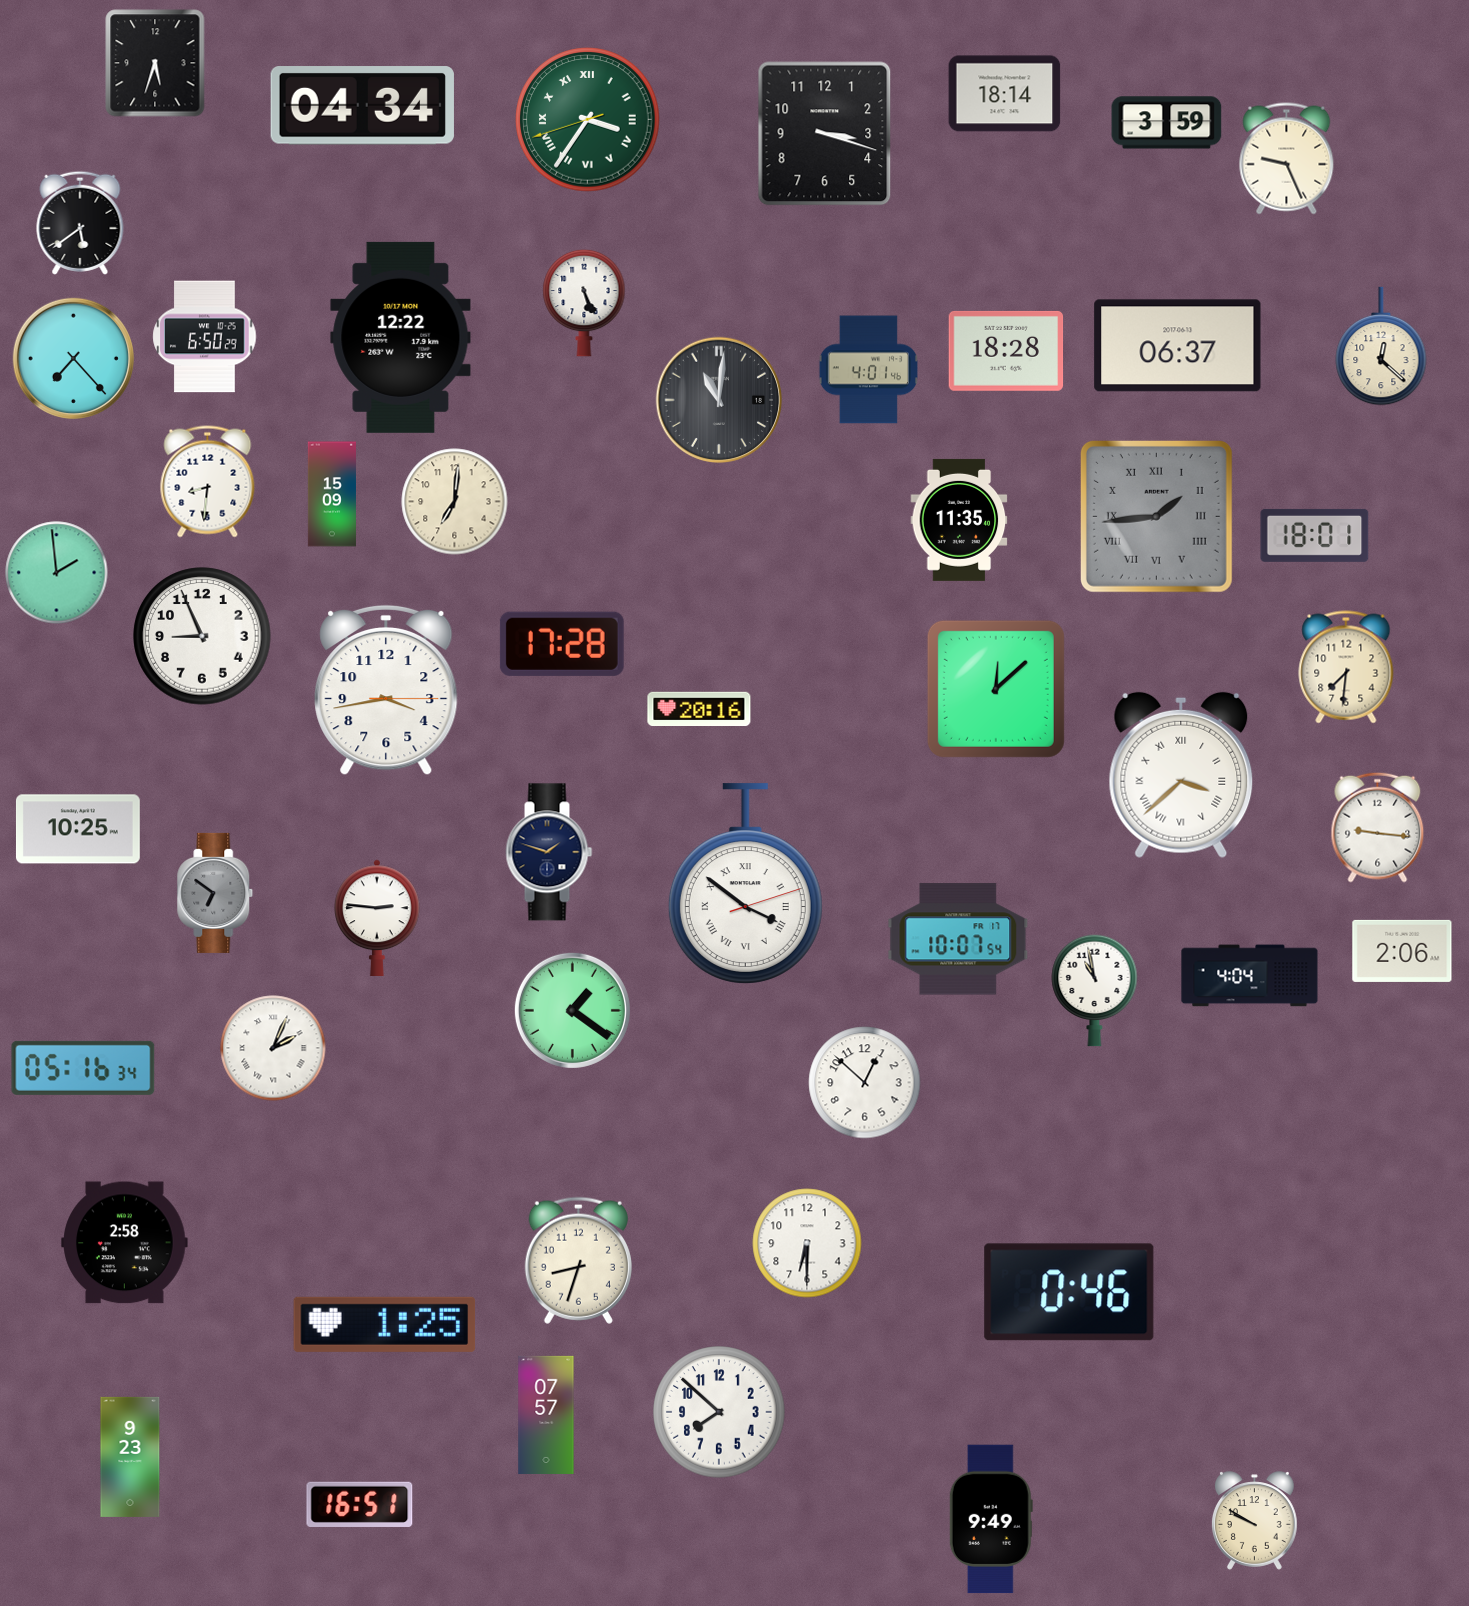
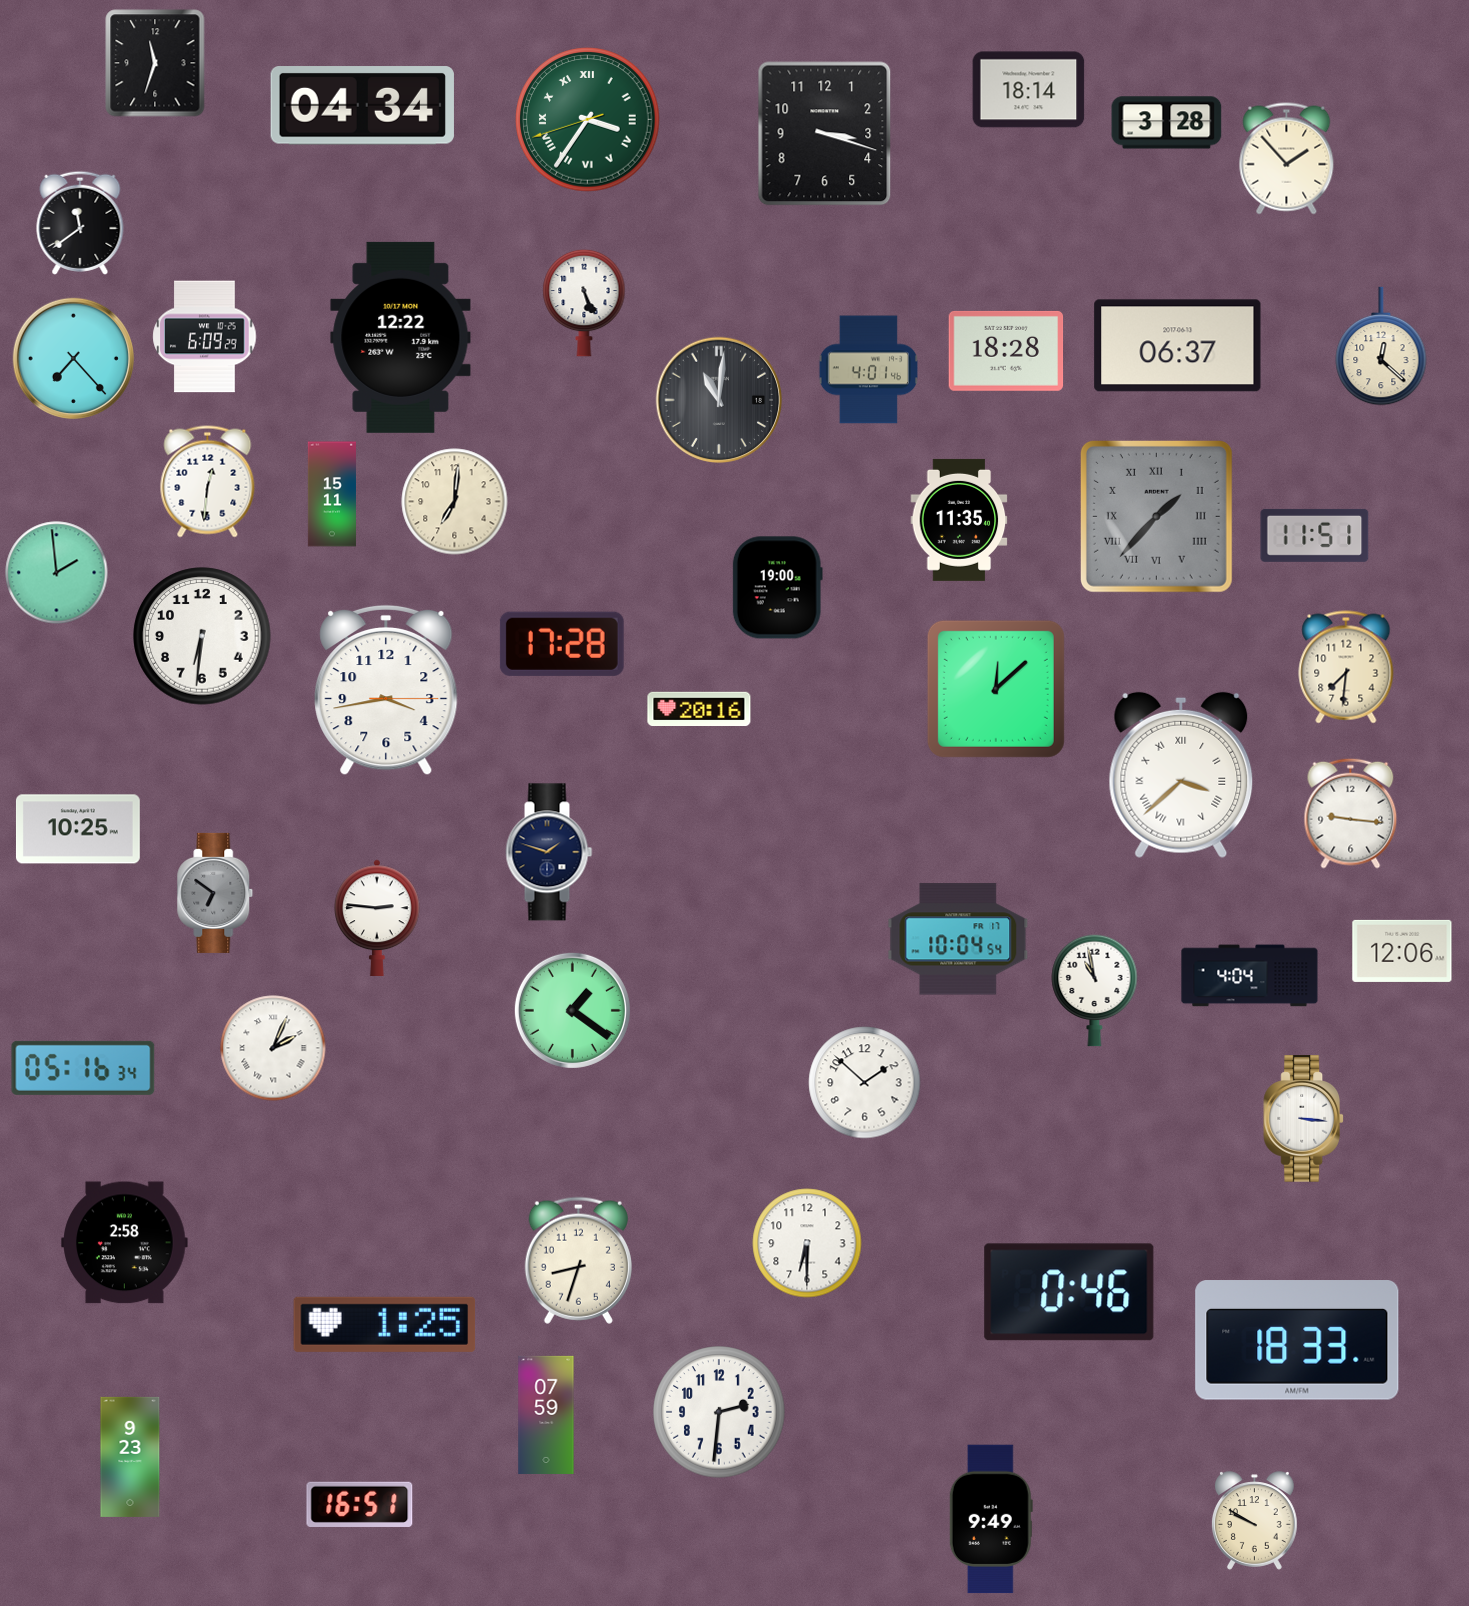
clock at (155, 63): 5:33 -> 11:33
clock at (1005, 94) position: (1005, 94) -> (1029, 90)
clock at (1167, 123): 3:59 -> 3:28
clock at (1287, 159): 9:26 -> 1:53
clock at (80, 223): 5:39 -> 11:39
clock at (205, 337): 6:50 -> 6:09
clock at (208, 482): 8:31 -> 12:31
clock at (332, 494): 15:09 -> 15:11
clock at (1156, 516): 1:44 -> 1:37
clock at (1315, 535): 18:01 -> 11:51
clock at (777, 588): none -> 19:00
clock at (202, 636): 8:56 -> 6:31
clock at (1378, 827) position: (1378, 827) -> (1351, 813)
clock at (745, 884): 3:51 -> none
clock at (958, 939): 10:07 -> 10:04
clock at (1402, 951): 2:06 -> 12:06
clock at (865, 1083): 12:52 -> 1:52
clock at (1304, 1119): none -> 3:16
clock at (1297, 1340): none -> 18:33
clock at (719, 1412): 7:52 -> 2:31
clock at (546, 1415): 07:57 -> 07:59
